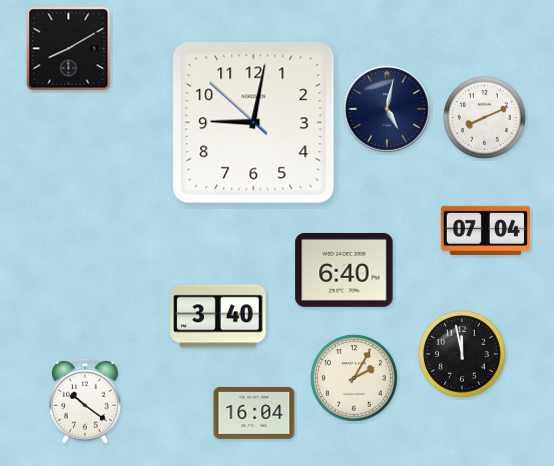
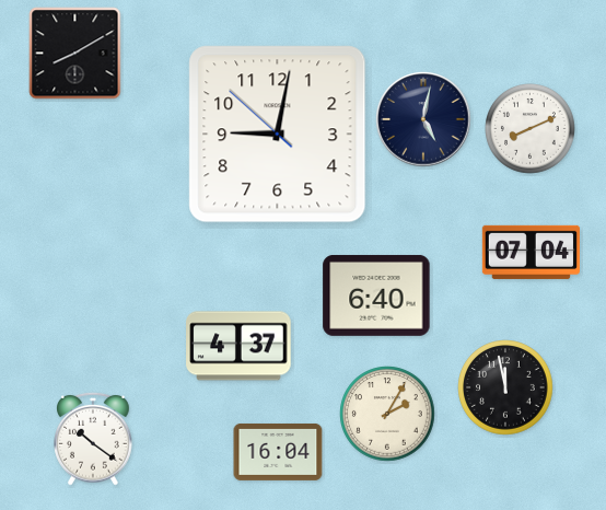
clock at (218, 316): 3:40 -> 4:37
